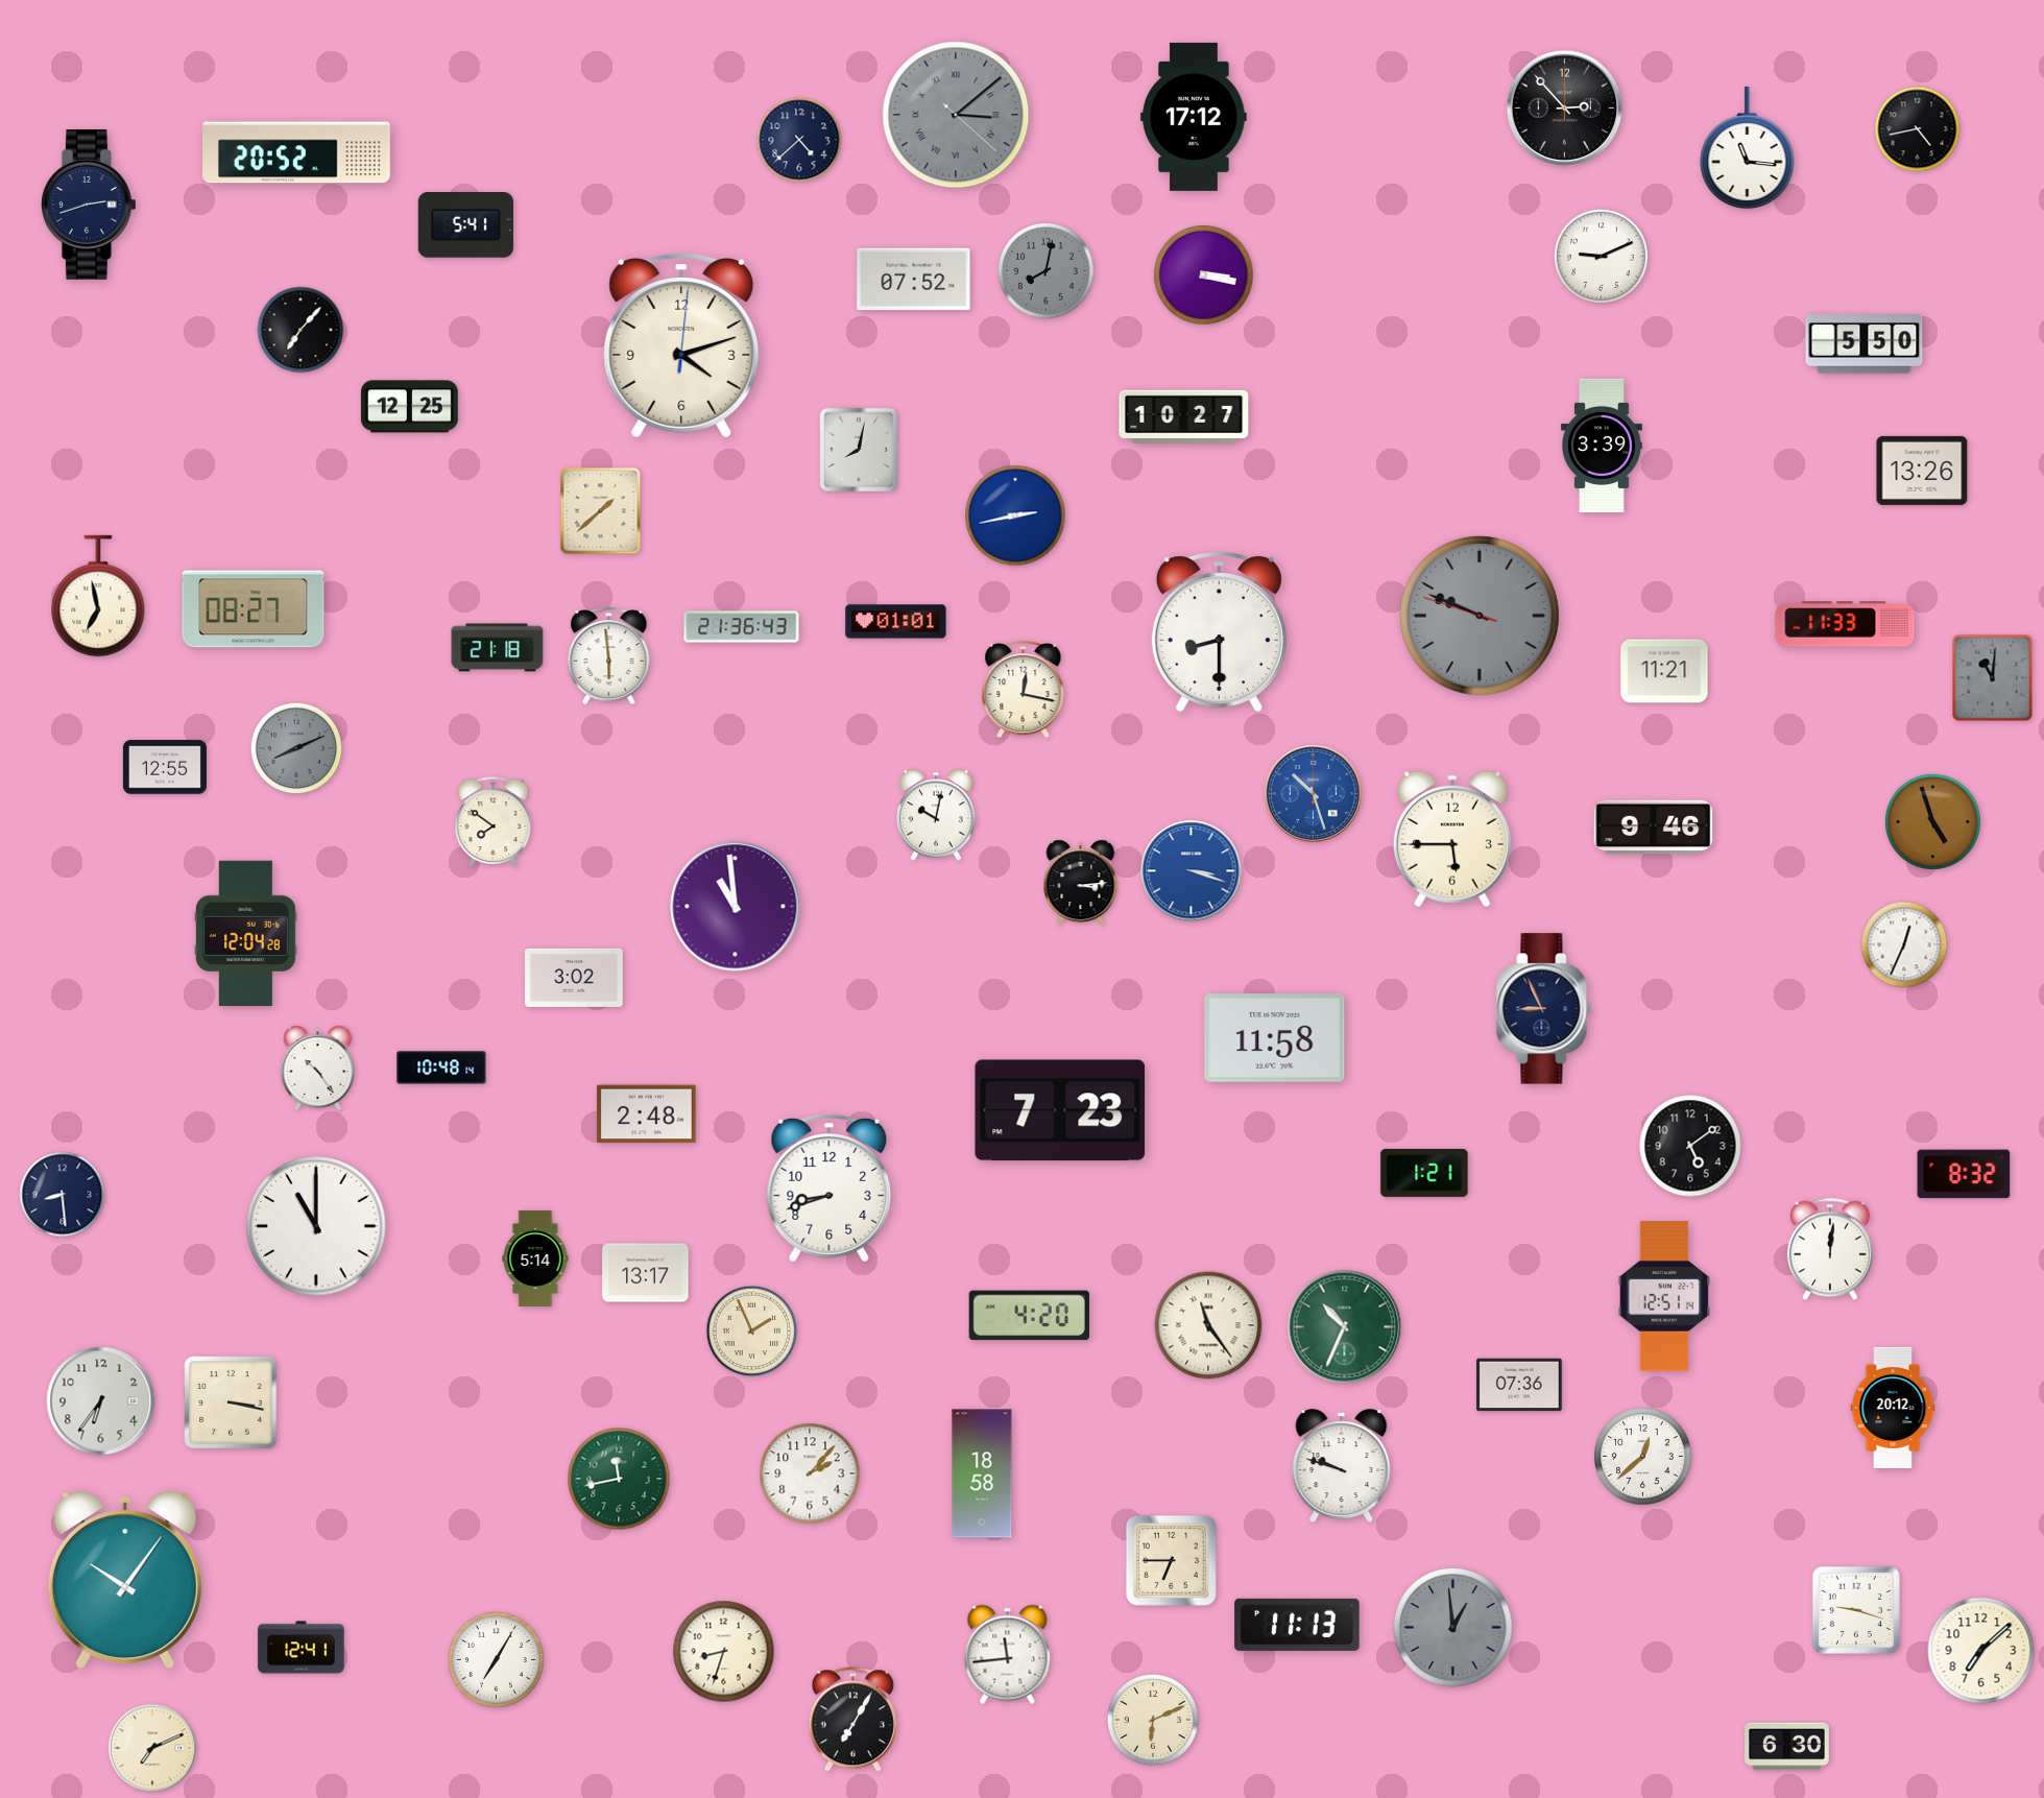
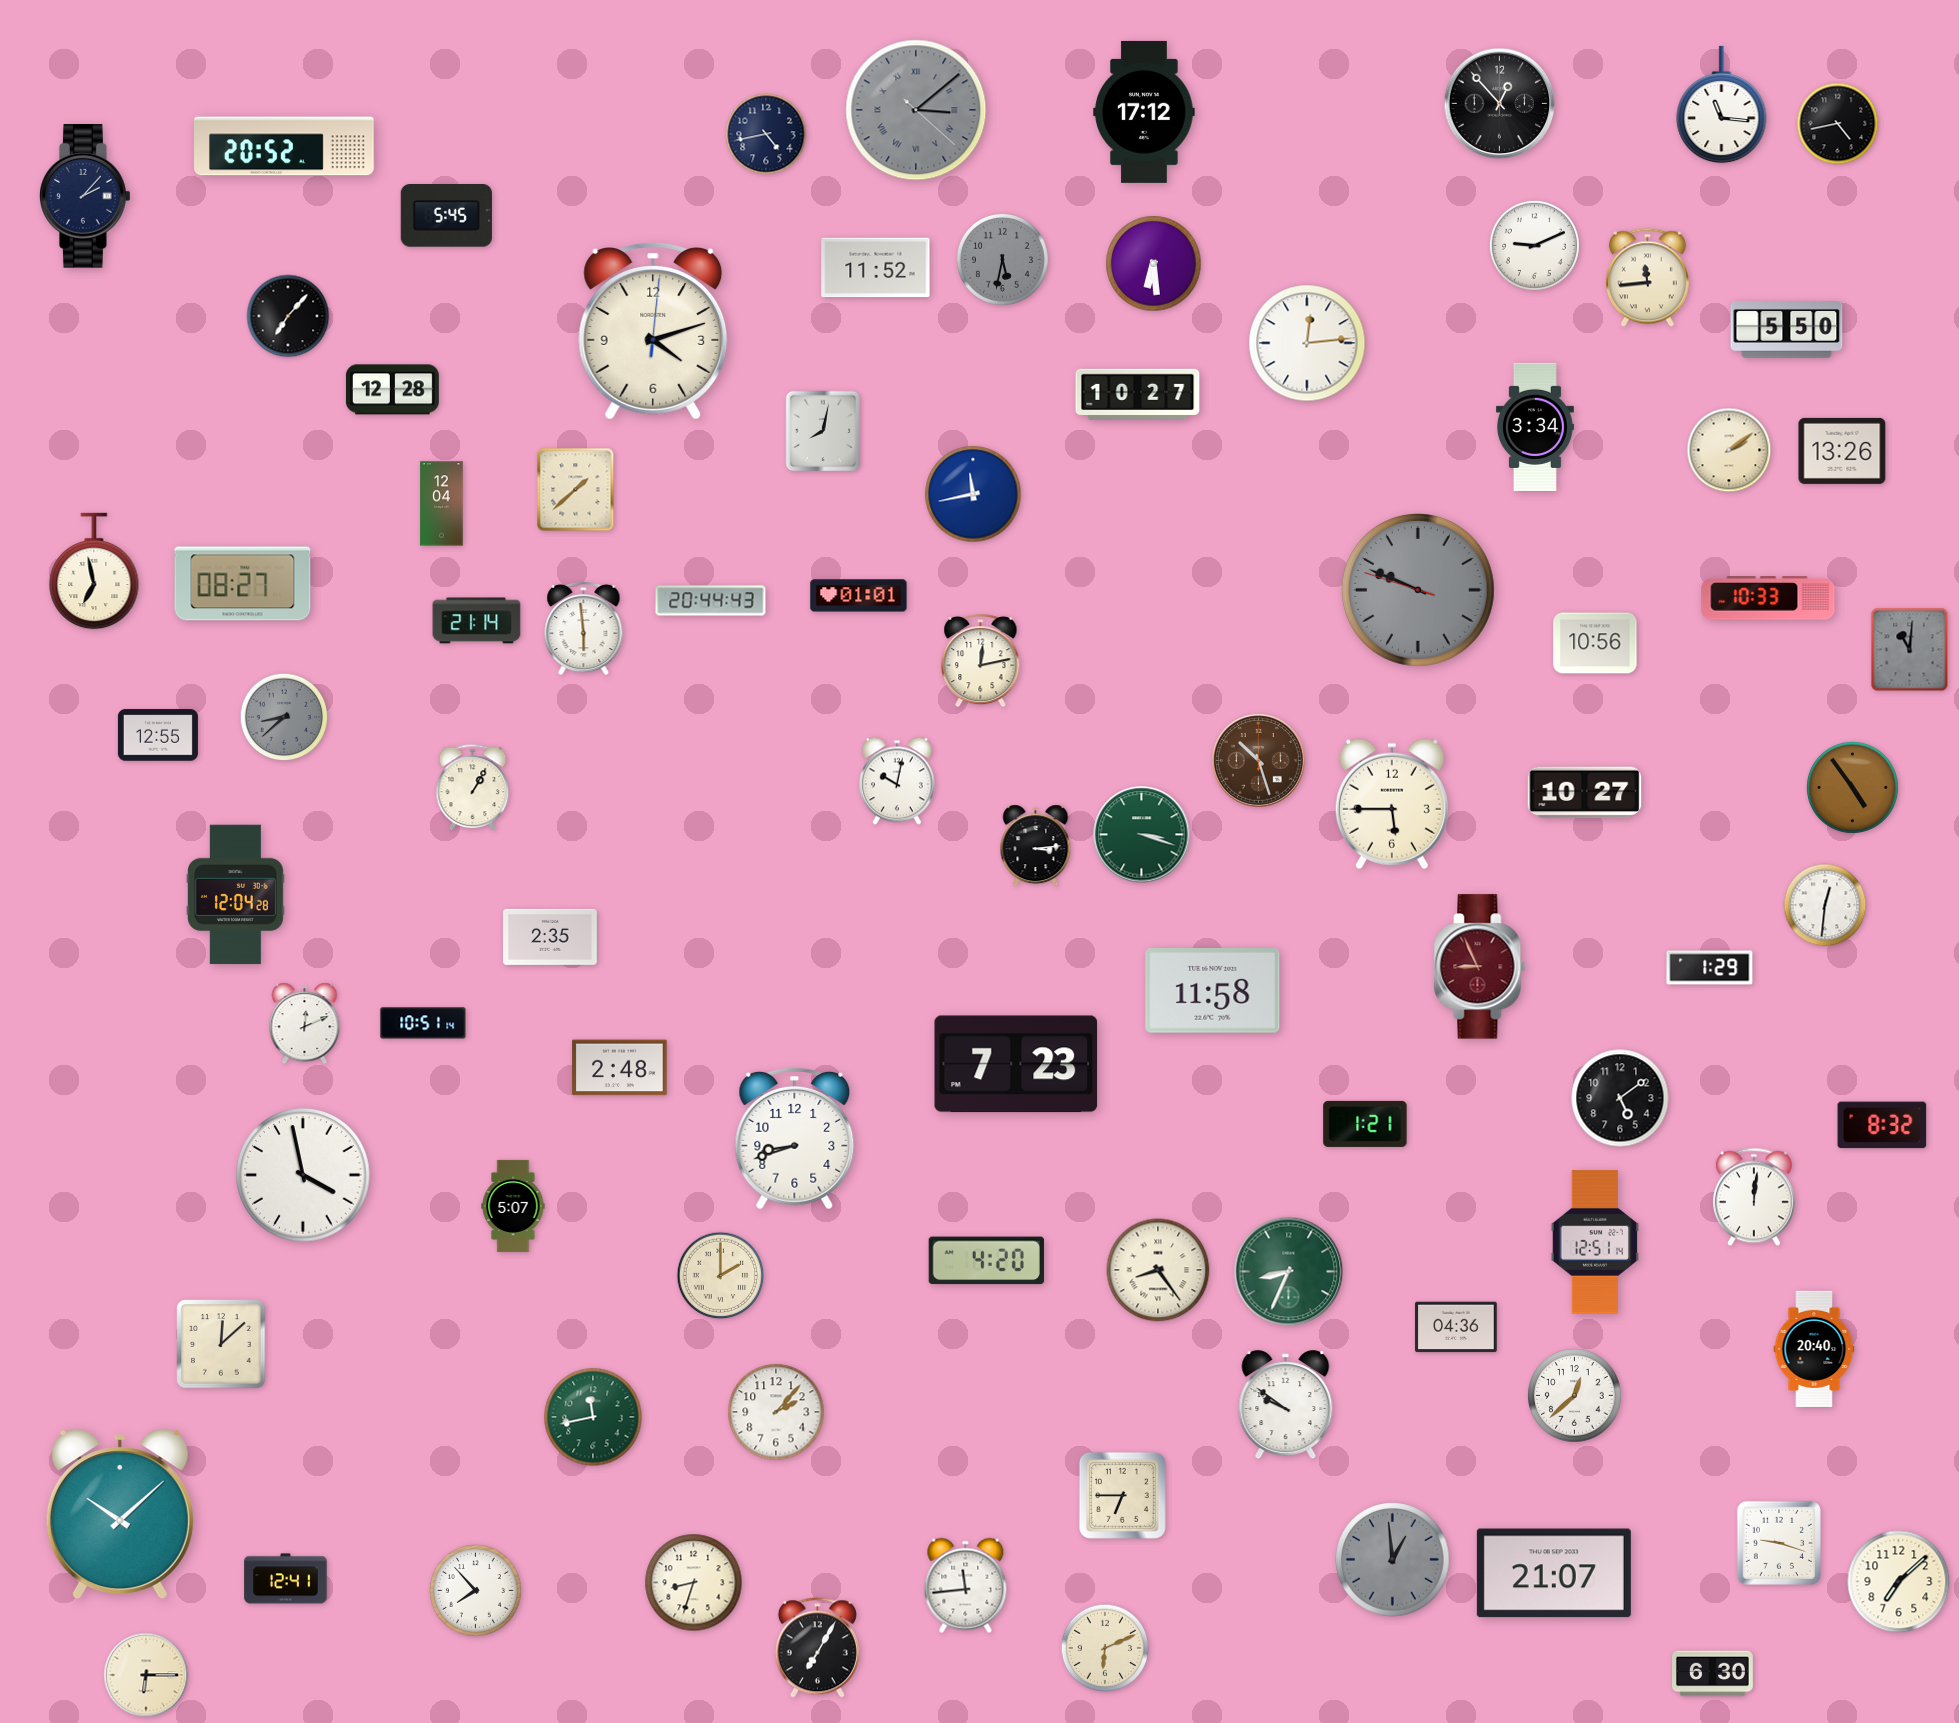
clock at (1565, 109): 2:53 -> 12:53
clock at (799, 140): 4:38 -> 4:43
clock at (1748, 148) position: (1748, 148) -> (1722, 105)
clock at (90, 205): 2:42 -> 2:07
clock at (465, 225): 5:41 -> 5:45
clock at (1045, 270): 8:02 -> 5:32
clock at (1204, 275): 3:17 -> 6:29
clock at (914, 280): 07:52 -> 11:52
clock at (1647, 278): none -> 11:44
clock at (1307, 343): none -> 12:14
clock at (409, 407): 12:25 -> 12:28
clock at (1184, 416) position: (1184, 416) -> (1138, 394)
clock at (1603, 445): 3:39 -> 3:34
clock at (1729, 450): none -> 2:09
clock at (1015, 516): 2:43 -> 11:43
clock at (442, 504): none -> 12:04
clock at (1845, 624): 11:33 -> 10:33
clock at (742, 627): 21:36 -> 20:44
clock at (1219, 631): 8:30 -> none
clock at (498, 648): 21:18 -> 21:14
clock at (1664, 671): 11:21 -> 10:56
clock at (1024, 689): 12:17 -> 12:13
clock at (296, 748): 8:11 -> 8:38
clock at (1314, 794) dial: blue -> brown
clock at (1932, 821): 4:57 -> 4:54
clock at (494, 822): 7:51 -> 1:05
clock at (1654, 828): 9:46 -> 10:27
clock at (1192, 871) dial: blue -> green
clock at (736, 907): 10:59 -> none
clock at (1904, 944): 12:34 -> 12:31
clock at (574, 978): 3:02 -> 2:35
clock at (1544, 1009) dial: navy -> burgundy
clock at (1710, 968): none -> 1:29
clock at (1275, 1038) position: (1275, 1038) -> (1213, 991)
clock at (441, 1068): 10:48 -> 10:51
clock at (318, 1069): 10:24 -> 12:11
clock at (63, 1195): 8:29 -> none
clock at (316, 1226): 11:00 -> 3:58
clock at (535, 1258): 5:14 -> 5:07
clock at (646, 1273): 13:17 -> none
clock at (1208, 1325): 11:24 -> 8:24
clock at (1345, 1327): 10:34 -> 8:34
clock at (752, 1332): 1:56 -> 2:00
clock at (1519, 1385): 07:36 -> 04:36
clock at (101, 1401): 6:36 -> none
clock at (231, 1403): 3:17 -> 12:08
clock at (1893, 1408): 20:12 -> 20:40
clock at (1342, 1466): 9:48 -> 9:51
clock at (982, 1473): 18:58 -> none
clock at (125, 1579): 10:06 -> 10:08
clock at (1297, 1625): 11:13 -> none
clock at (1554, 1573): none -> 21:07
clock at (302, 1648) position: (302, 1648) -> (286, 1579)
clock at (496, 1659): 7:05 -> 7:53
clock at (152, 1748): 7:11 -> 6:15
